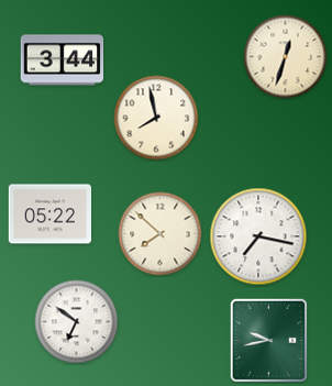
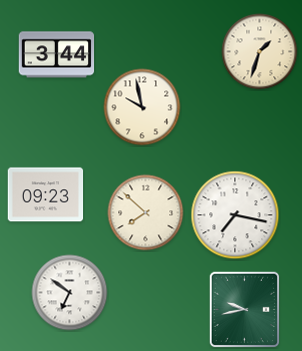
clock at (286, 57): 12:33 -> 1:33
clock at (156, 118): 7:58 -> 9:58
clock at (51, 214): 05:22 -> 09:23
